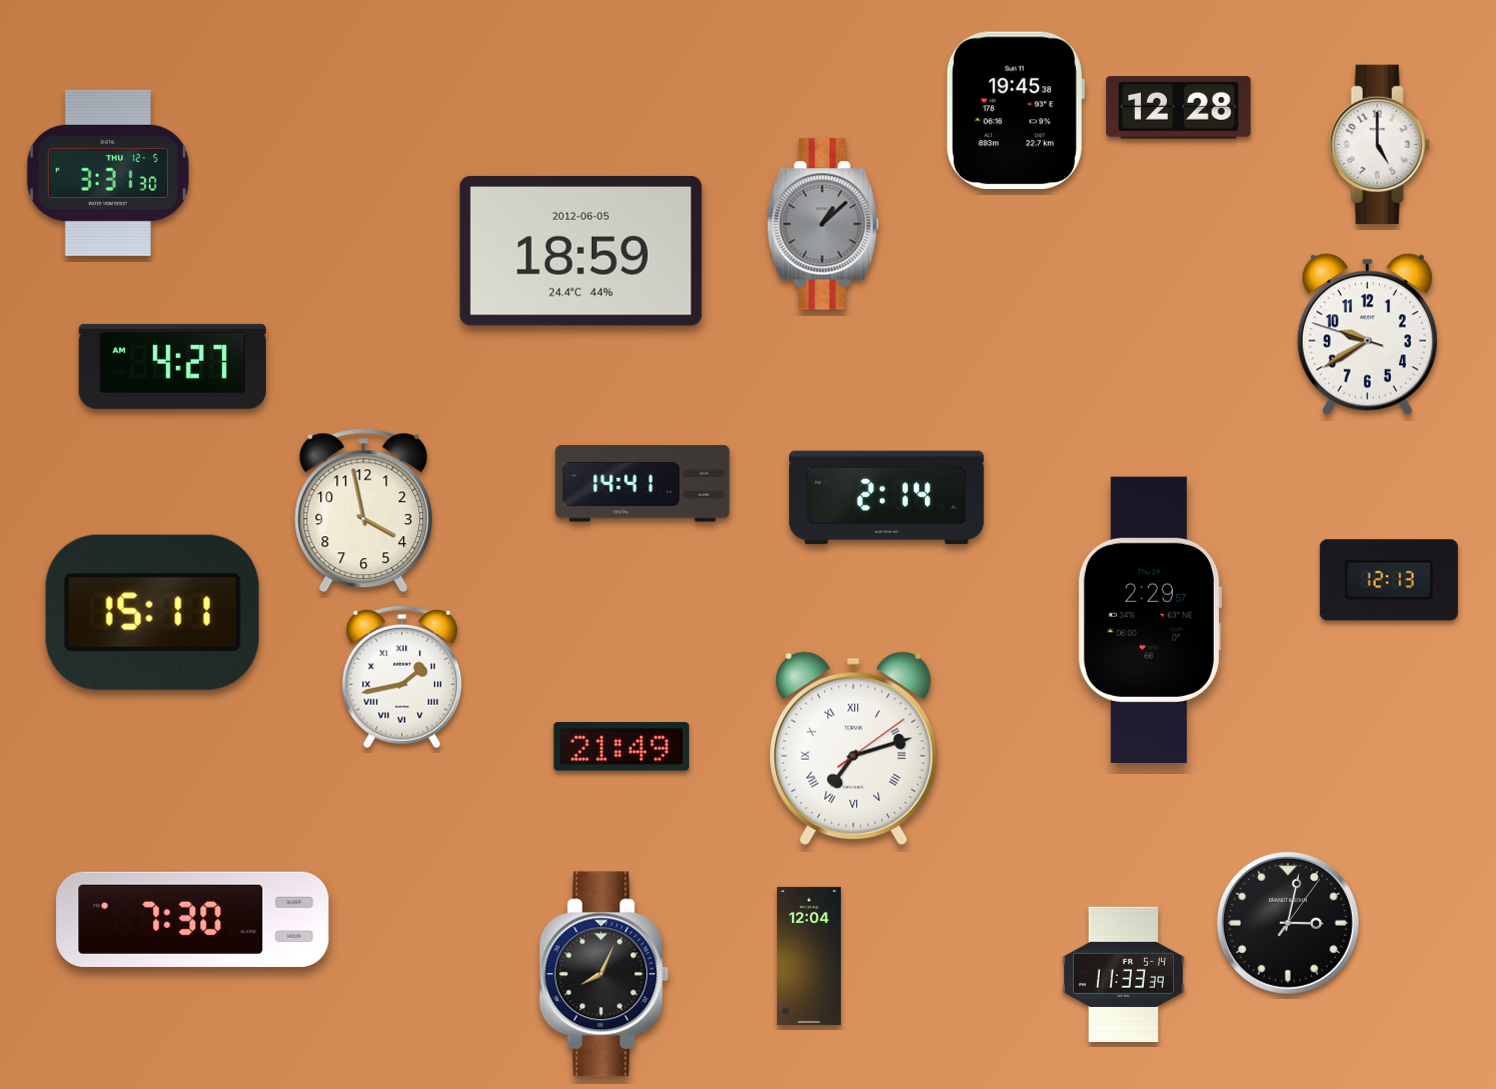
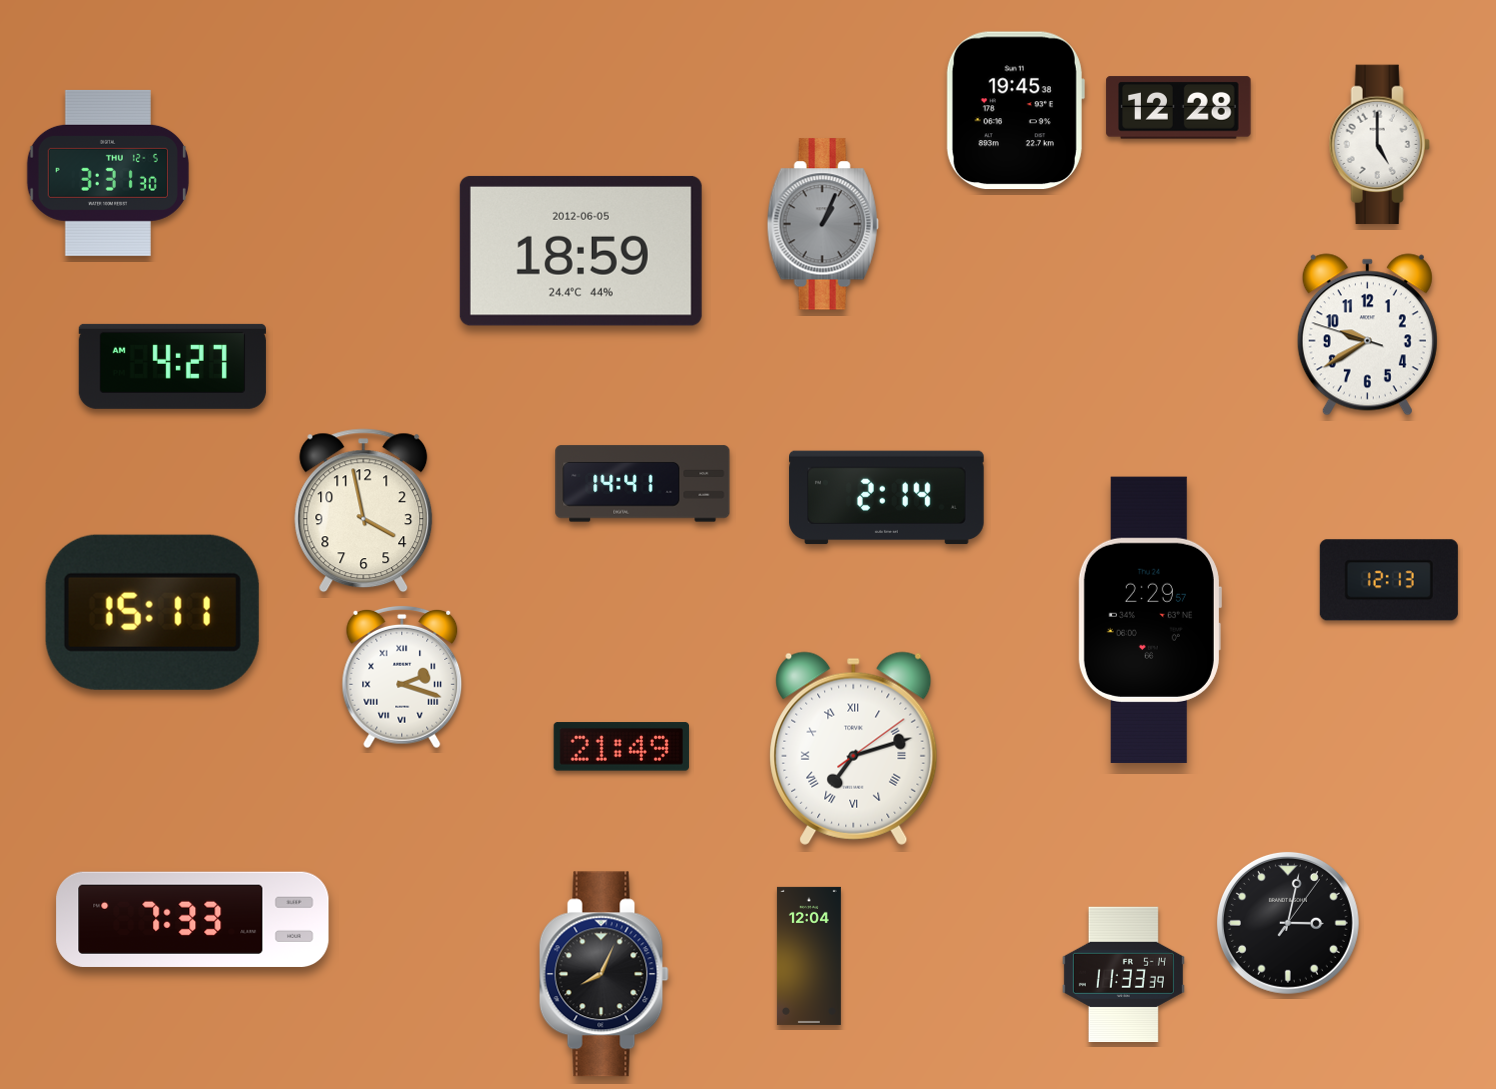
clock at (823, 224): 1:08 -> 1:04
clock at (402, 677): 1:43 -> 2:18
clock at (193, 919): 7:30 -> 7:33
